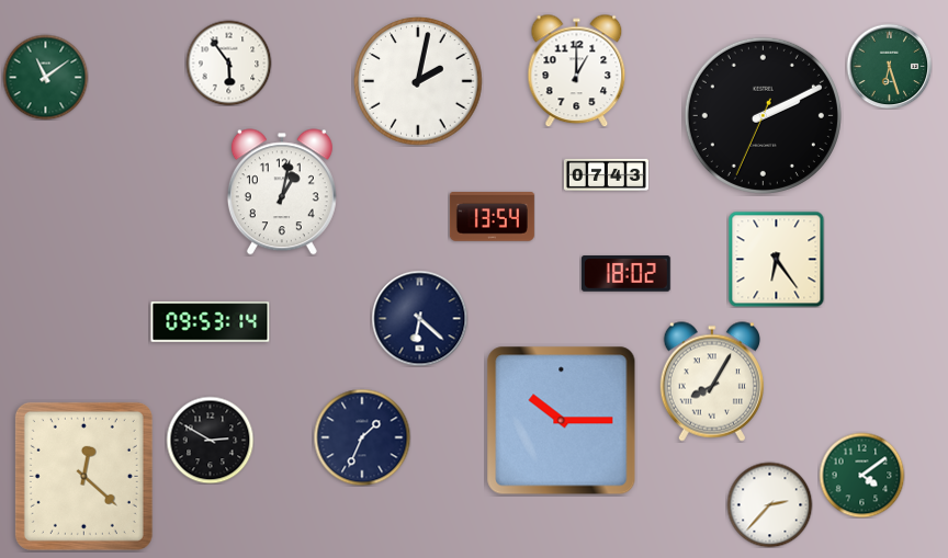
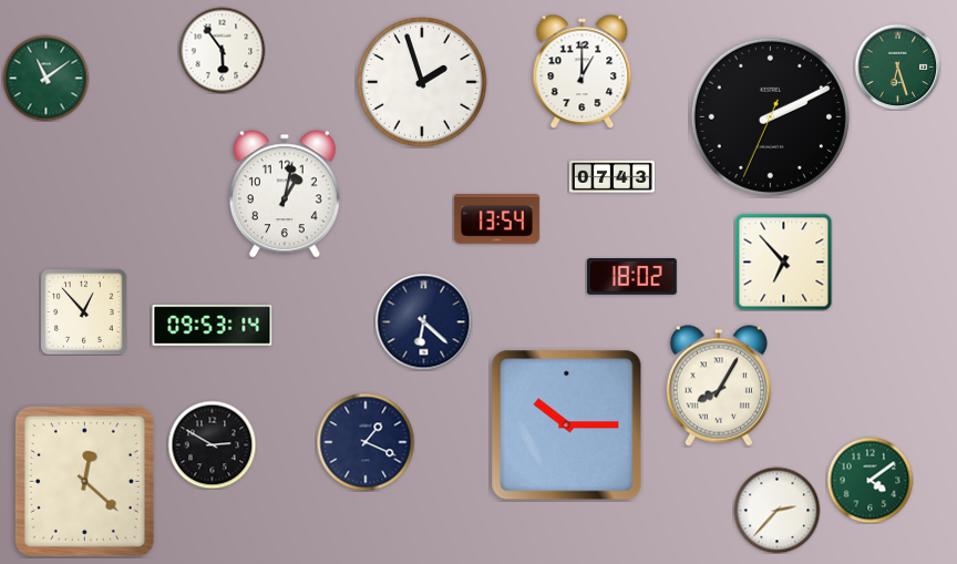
clock at (228, 62) position: (228, 62) -> (222, 50)
clock at (418, 81): 2:02 -> 1:57
clock at (776, 259): 6:24 -> 6:53
clock at (83, 311): none -> 12:53
clock at (362, 437): 1:34 -> 1:19
